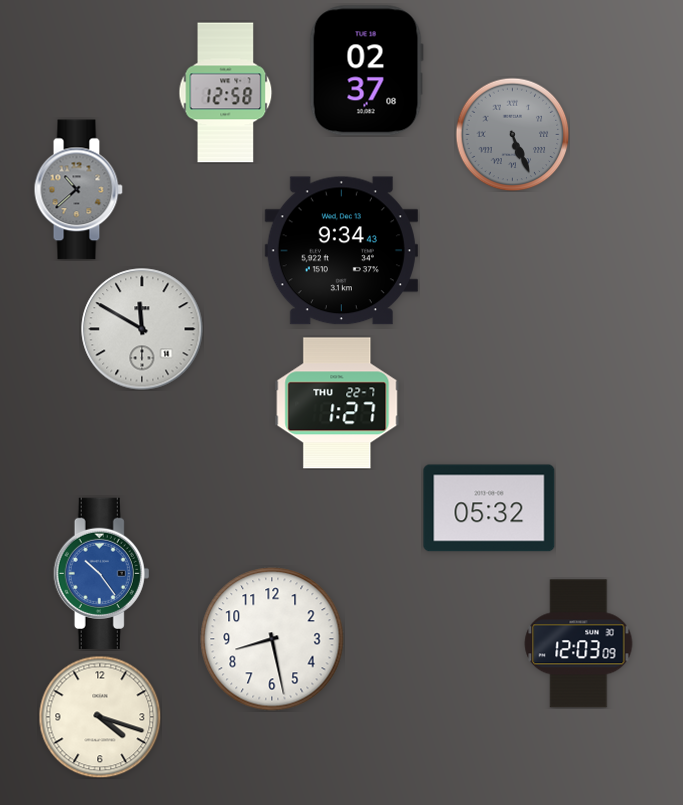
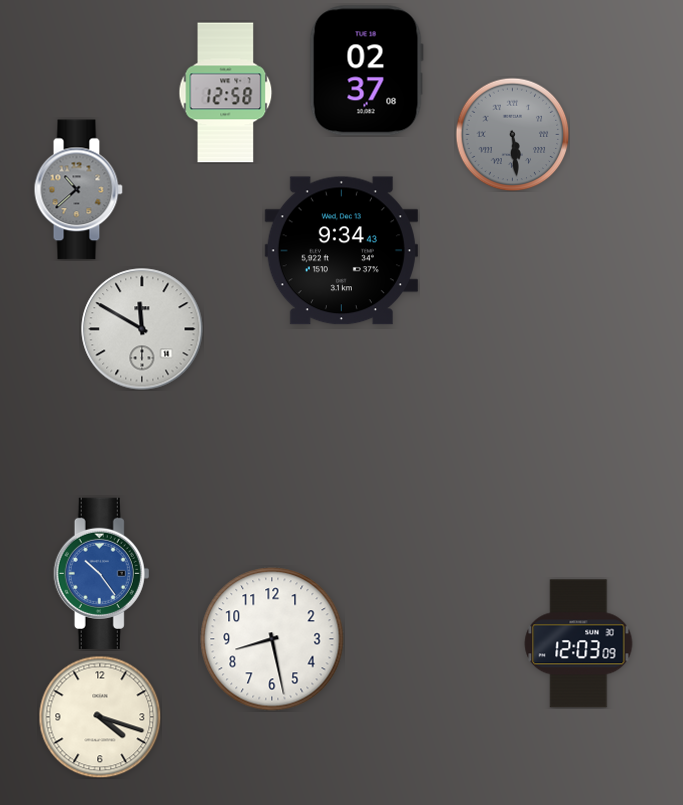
clock at (512, 134): 5:26 -> 5:29
clock at (337, 403): 1:27 -> none
clock at (489, 508): 05:32 -> none
